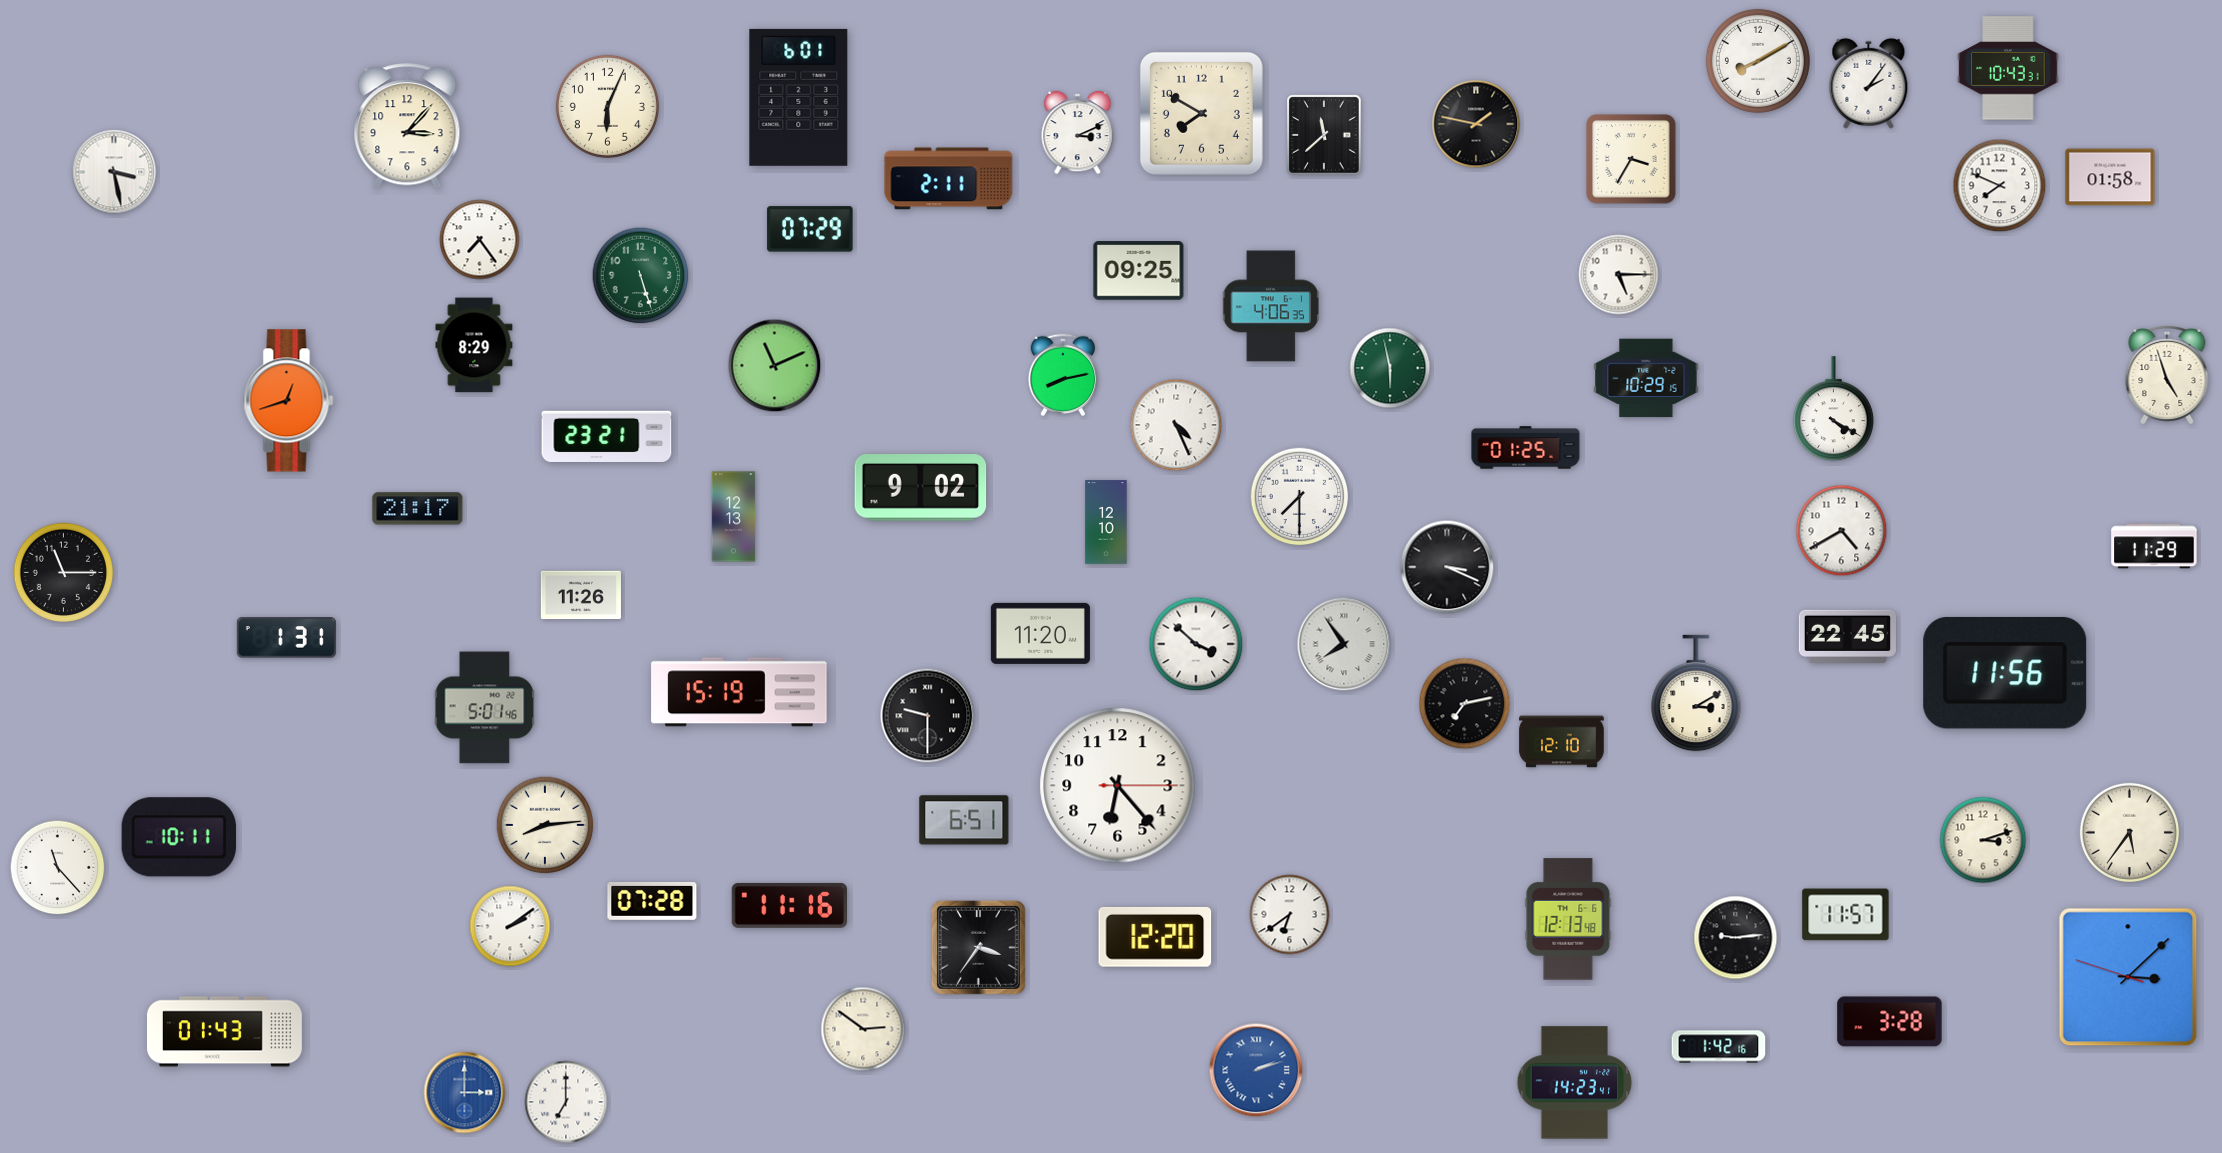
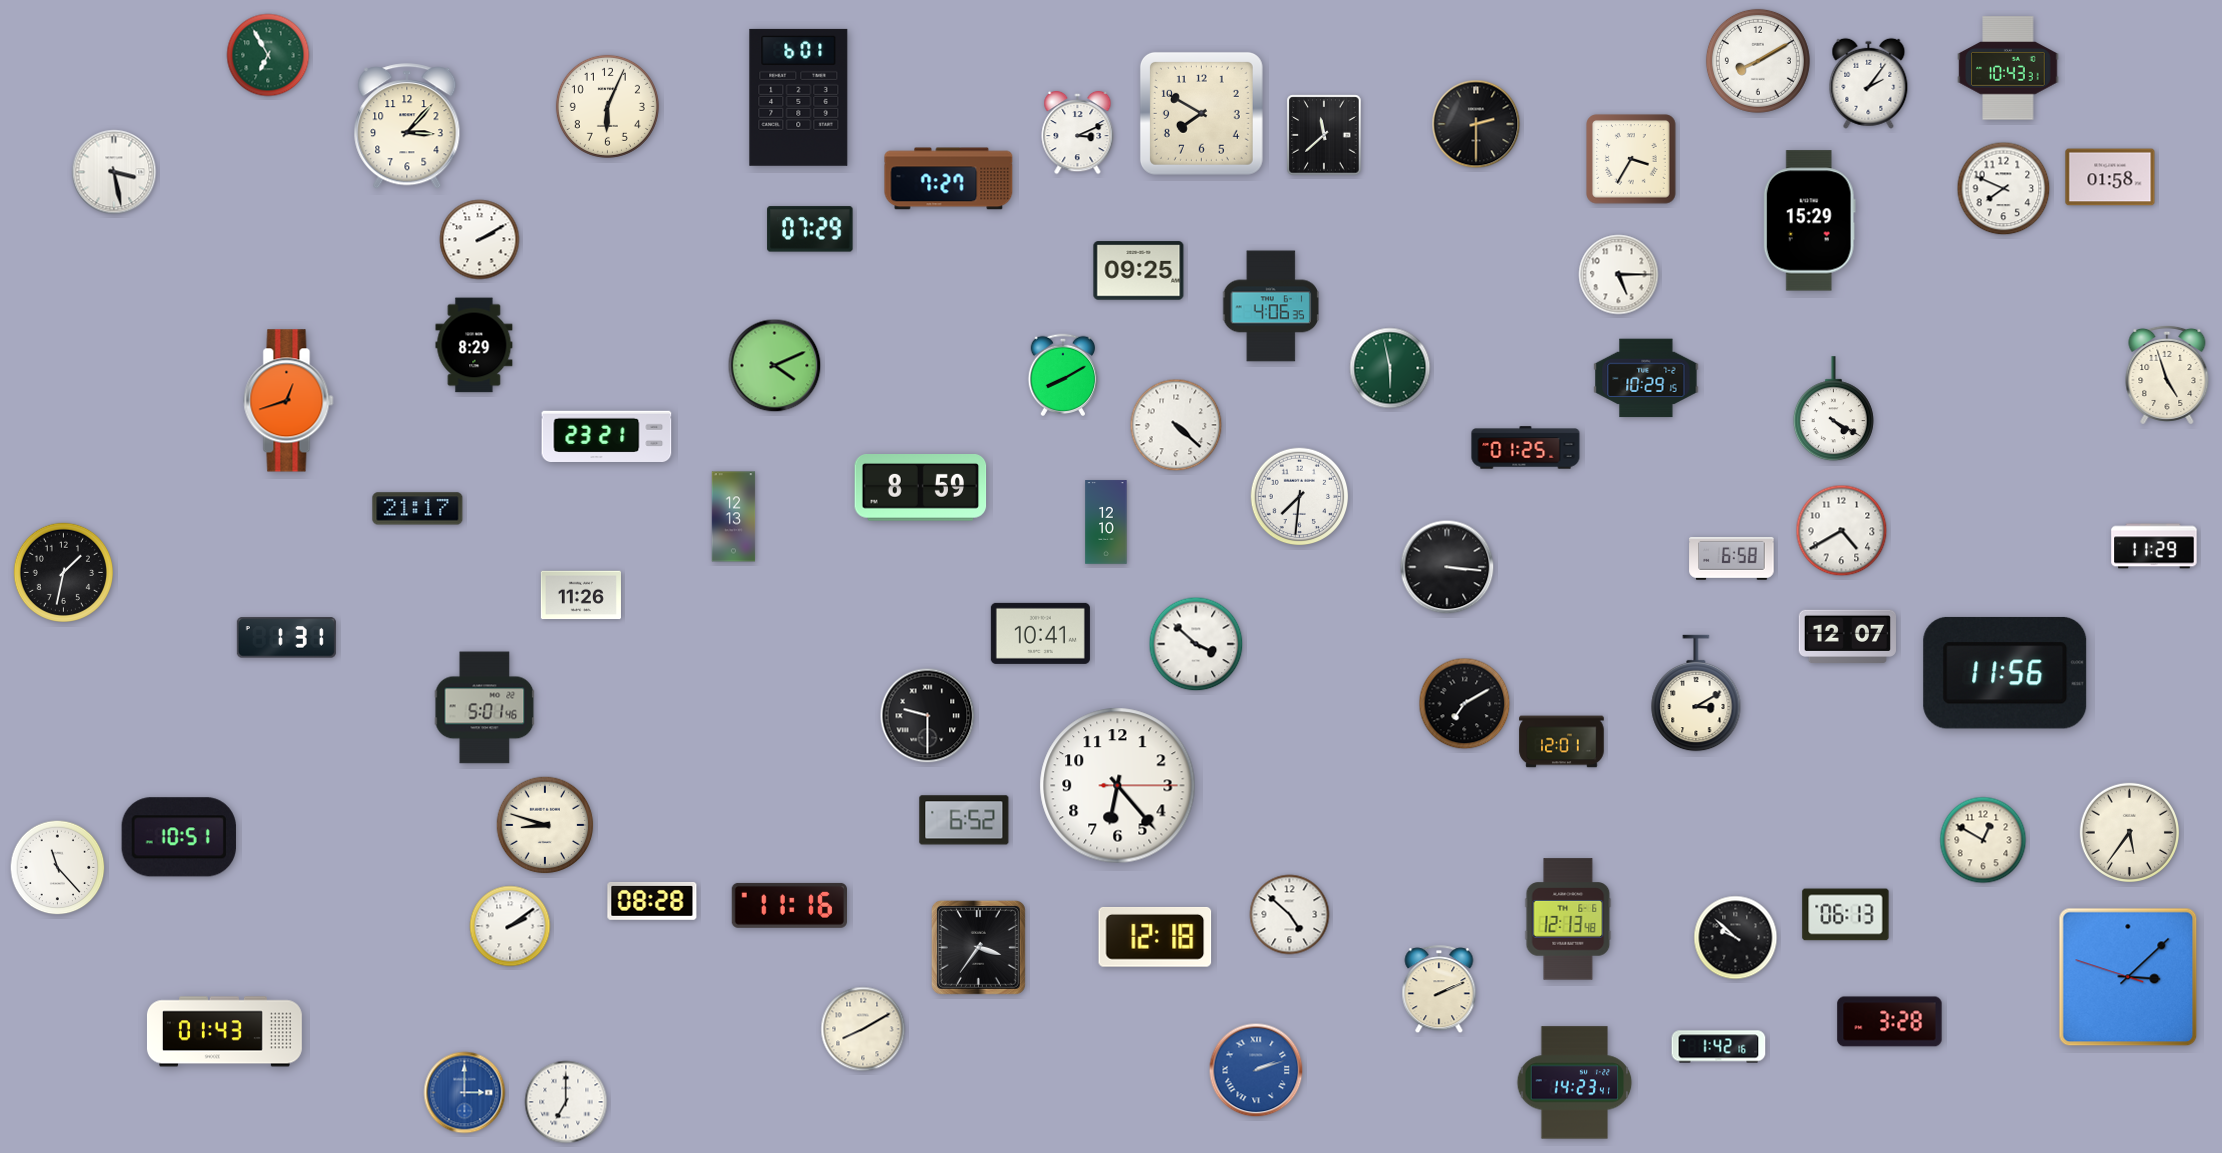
clock at (268, 55): none -> 6:55
clock at (1476, 124): 1:47 -> 2:30
clock at (949, 179): 2:11 -> 7:27
clock at (2000, 186) position: (2000, 186) -> (2004, 189)
clock at (1809, 221): none -> 15:29
clock at (480, 240): 7:24 -> 2:10
clock at (641, 276): 5:27 -> none
clock at (775, 366): 11:11 -> 4:11
clock at (1063, 374): 8:13 -> 8:10
clock at (1176, 425): 4:26 -> 4:22
clock at (921, 488): 9:02 -> 8:59
clock at (1300, 497): 7:30 -> 7:31
clock at (1732, 558): none -> 6:58
clock at (1447, 567): 3:19 -> 3:16
clock at (63, 572): 11:15 -> 1:32
clock at (1040, 633): 11:20 -> 10:41
clock at (1847, 636): 22:45 -> 12:07
clock at (1344, 644): 7:54 -> none
clock at (739, 692): 15:19 -> none
clock at (1465, 704): 7:13 -> 7:10
clock at (1562, 742): 12:10 -> 12:01
clock at (964, 820): 6:51 -> 6:52
clock at (545, 825): 8:14 -> 8:48
clock at (179, 837): 10:11 -> 10:51
clock at (1983, 840): 3:12 -> 12:50
clock at (652, 901): 07:28 -> 08:28
clock at (1290, 915): 6:39 -> 4:52
clock at (1846, 915): 11:57 -> 06:13
clock at (1155, 937): 12:20 -> 12:18
clock at (1736, 938): 9:14 -> 9:52
clock at (1439, 990): none -> 2:11
clock at (863, 1029): 2:51 -> 8:10
